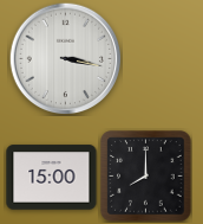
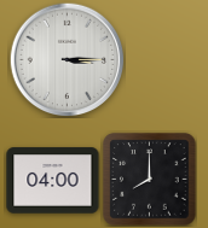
clock at (65, 58): 3:17 -> 3:15
clock at (52, 178): 15:00 -> 04:00
